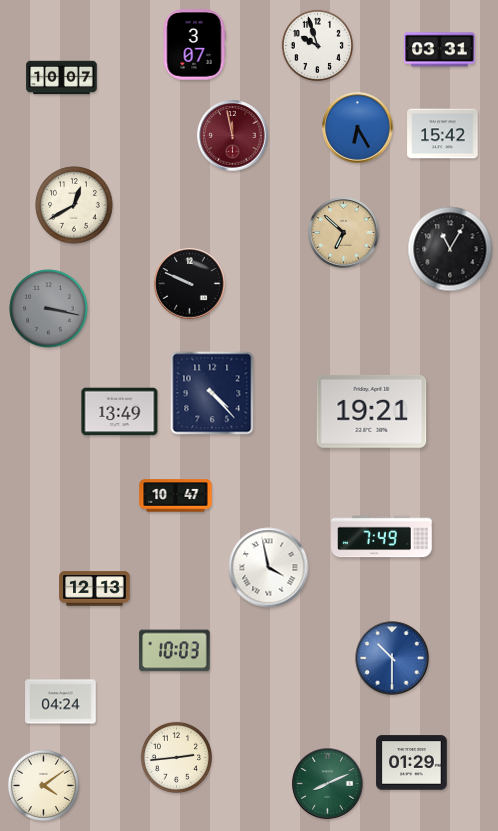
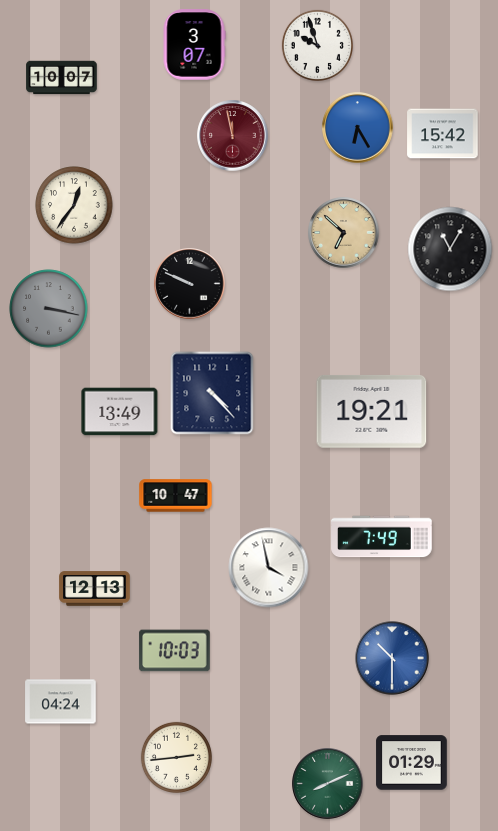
clock at (440, 50): 03:31 -> none
clock at (74, 205): 12:40 -> 12:36
clock at (43, 785): 4:09 -> none
